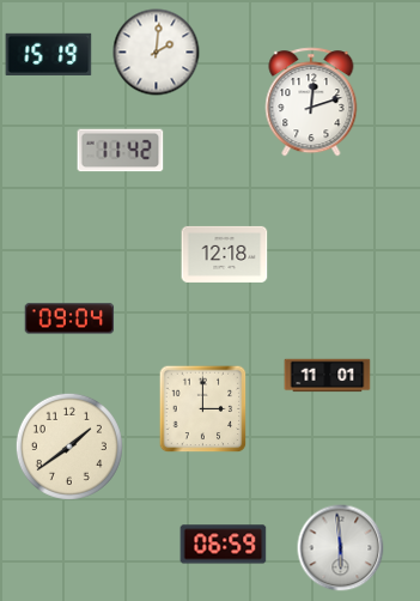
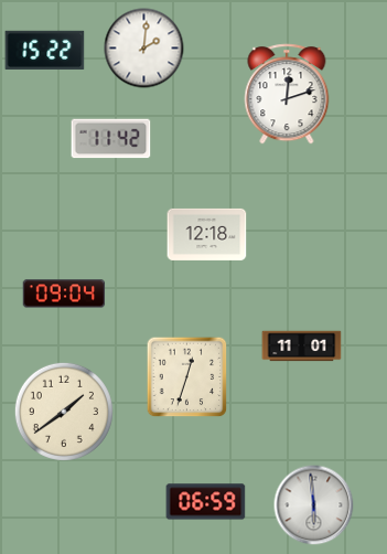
clock at (49, 54): 15:19 -> 15:22
clock at (203, 409): 3:00 -> 12:33
